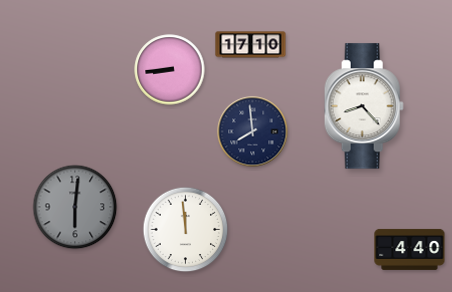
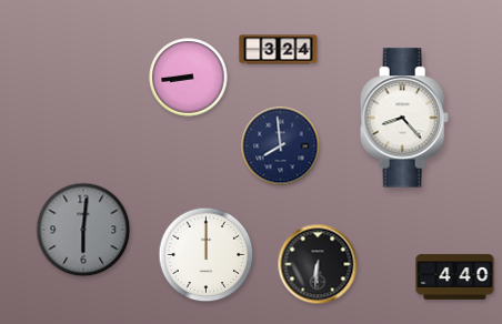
clock at (251, 45): 17:10 -> 3:24
clock at (186, 230): 11:59 -> 12:00
clock at (318, 264): none -> 6:31
